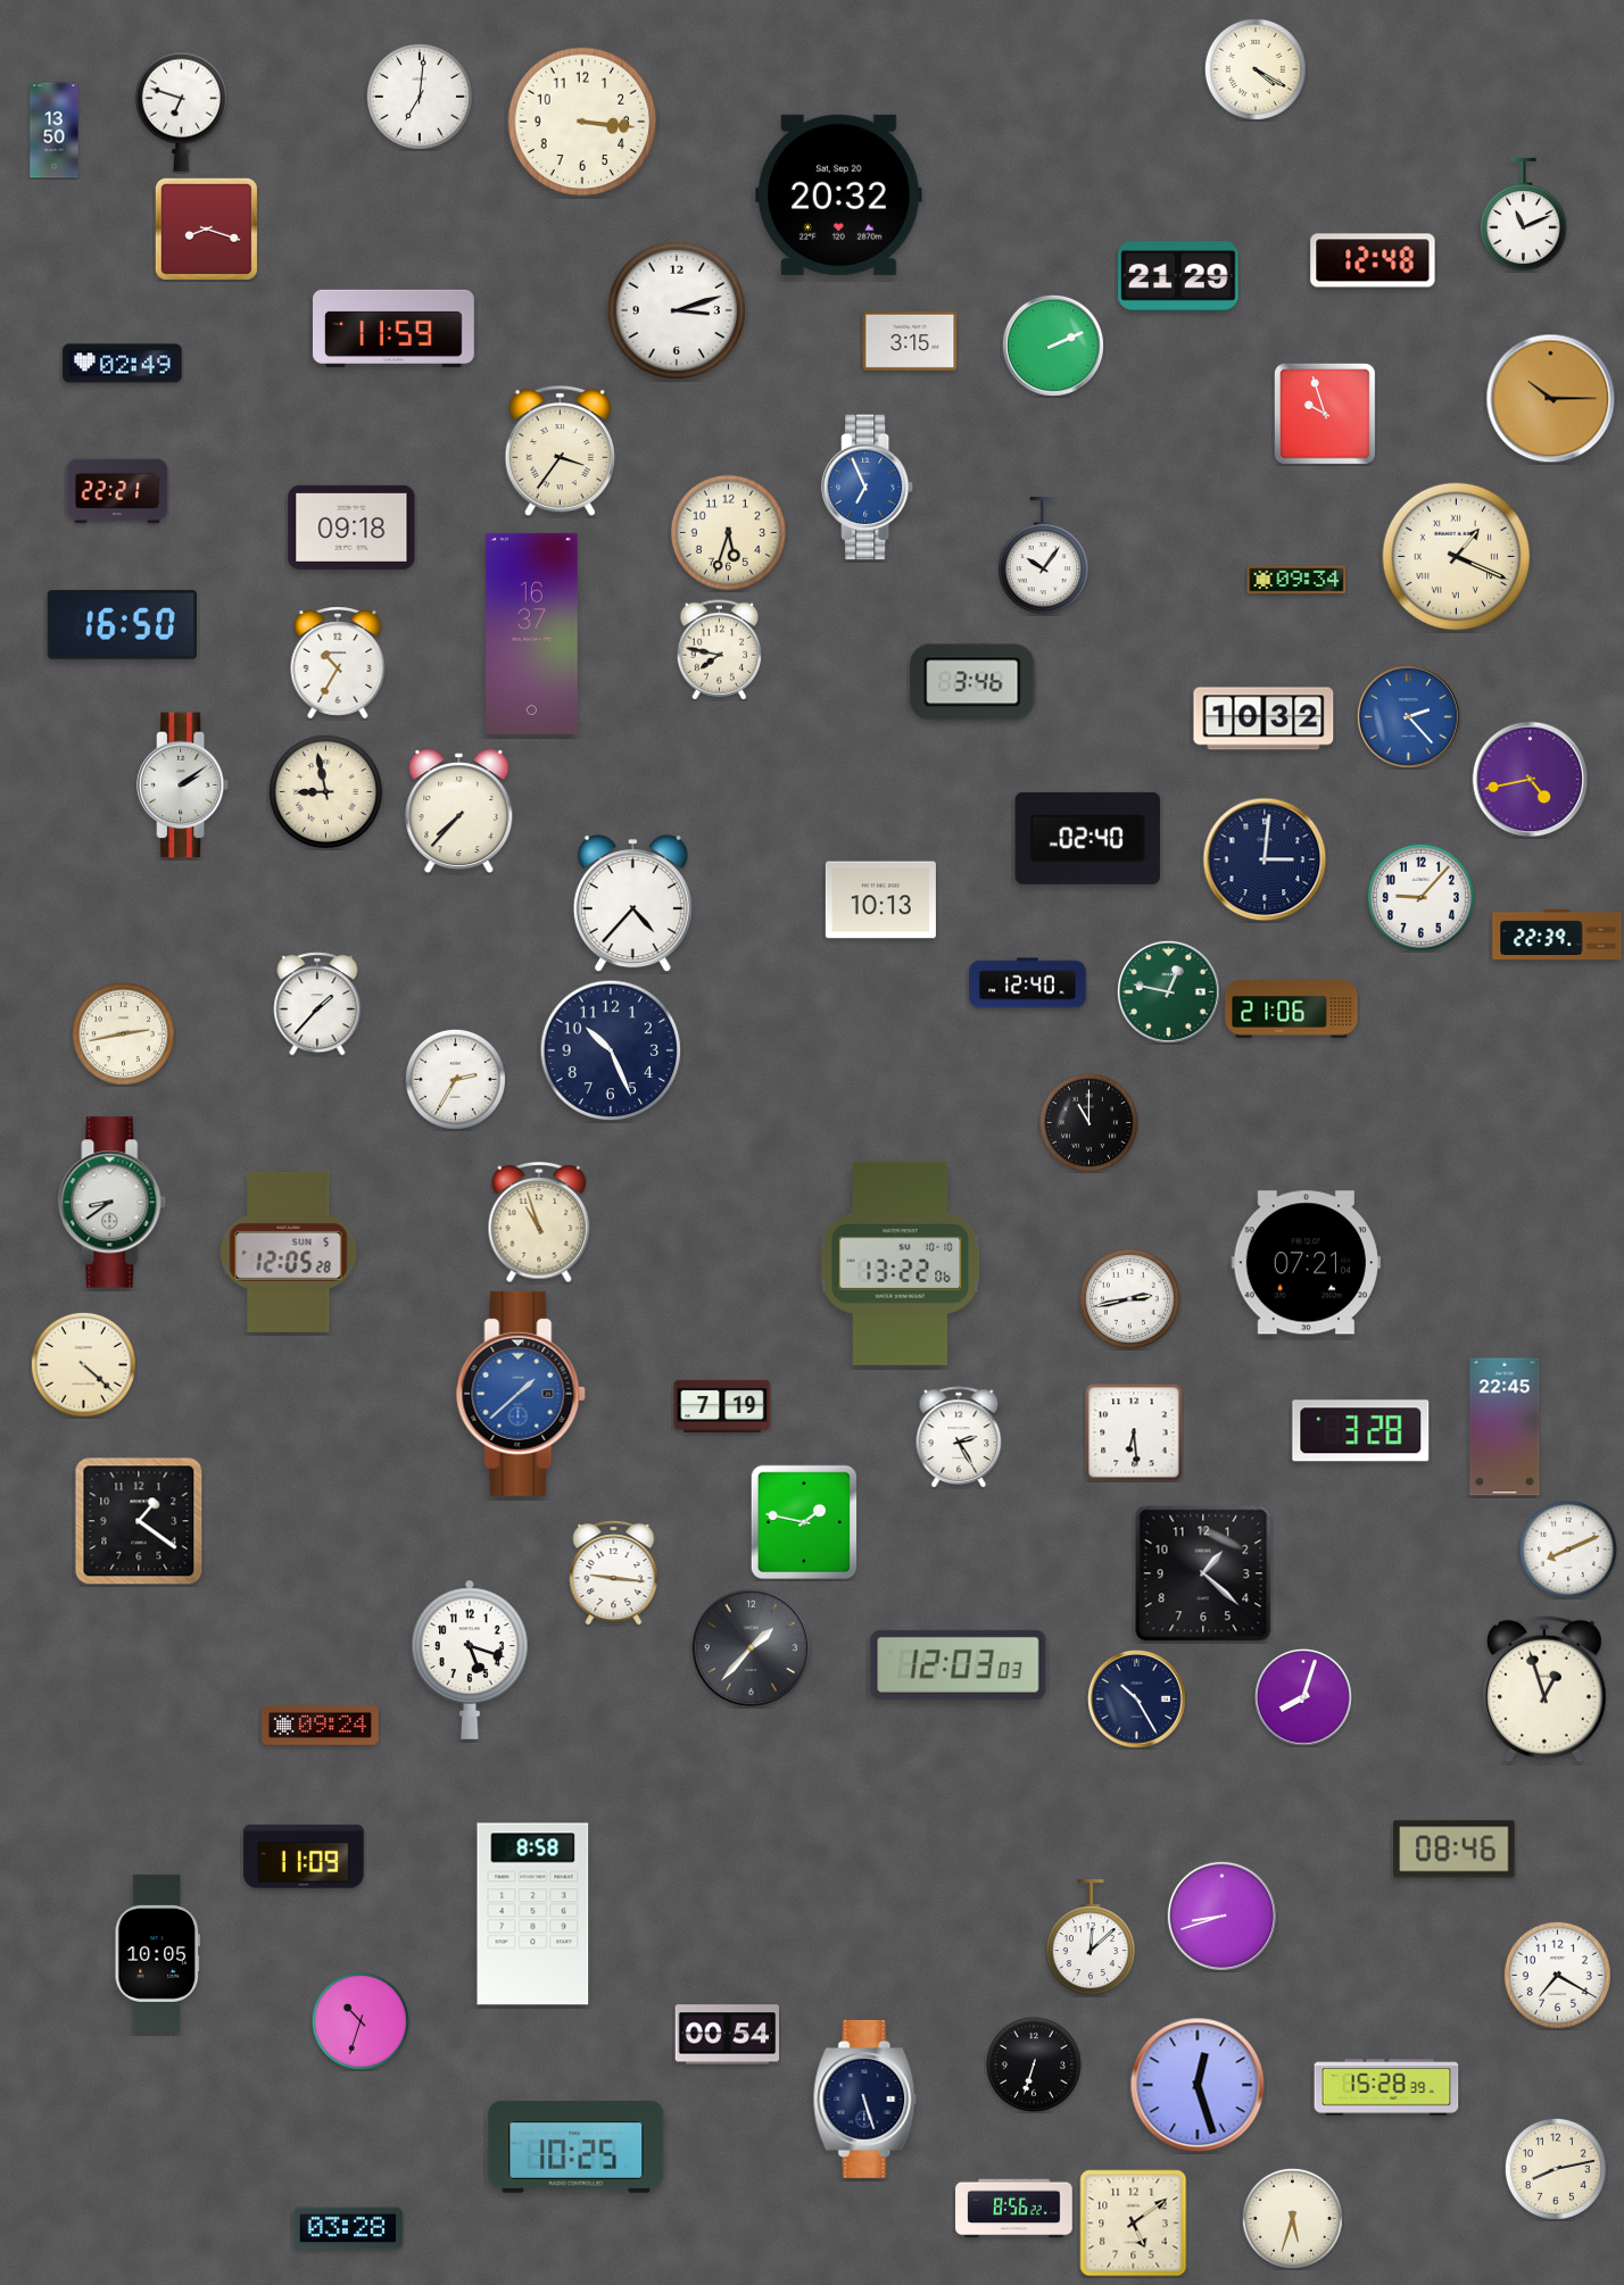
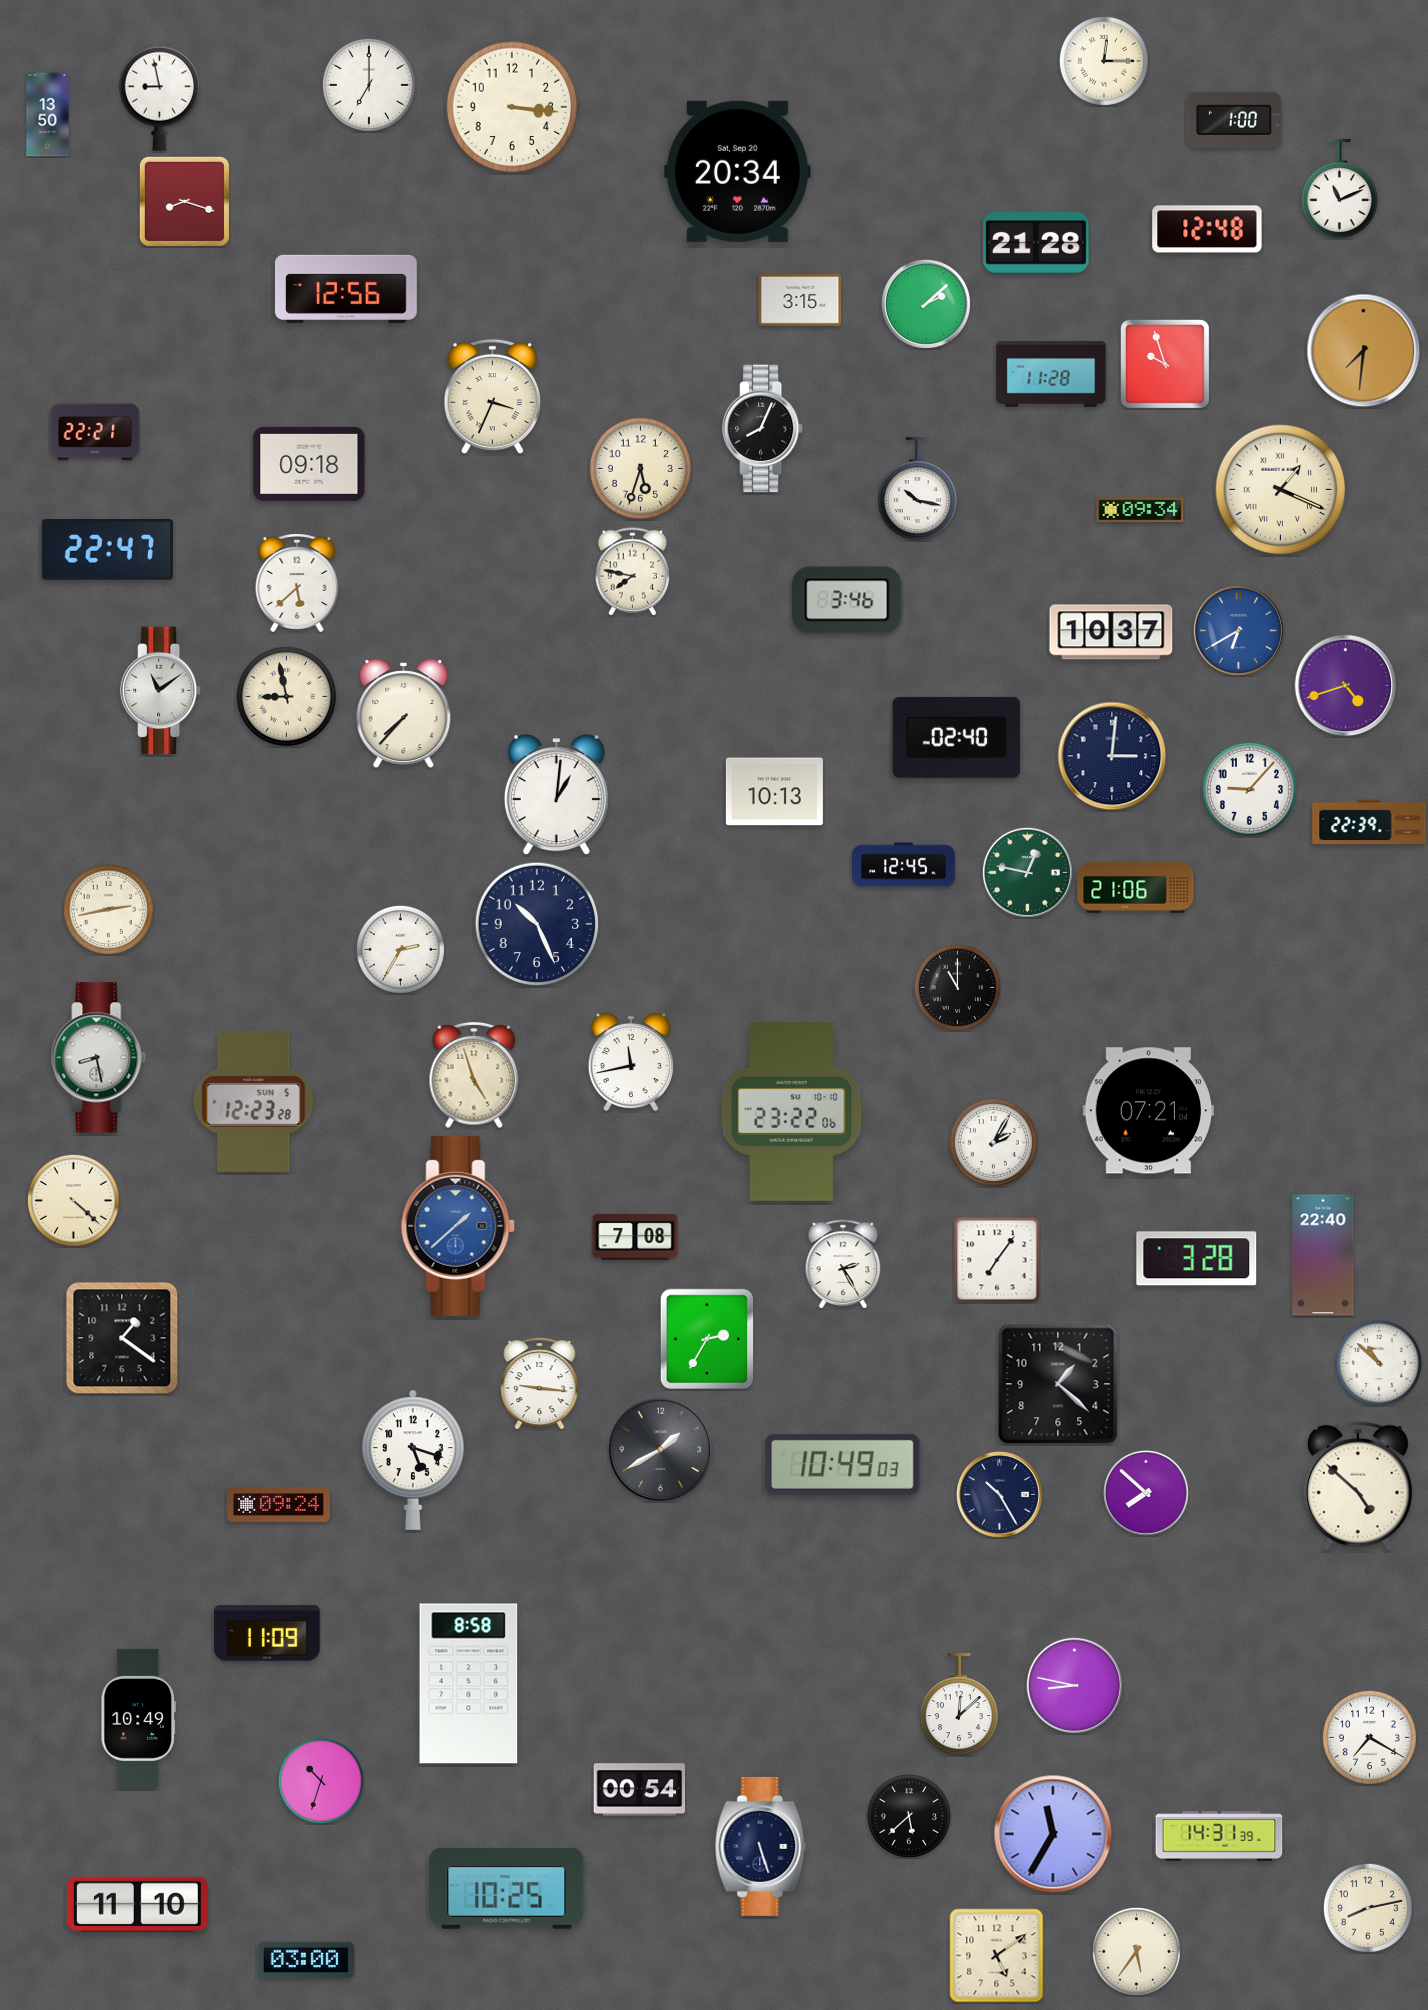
clock at (1256, 69): 4:20 -> 12:15
clock at (420, 97): 7:01 -> 7:00
clock at (181, 111): 6:48 -> 8:58
clock at (1234, 119): none -> 1:00
clock at (839, 194): 20:32 -> 20:34
clock at (206, 228) position: (206, 228) -> (184, 201)
clock at (1178, 277): 21:29 -> 21:28
clock at (677, 310): 3:12 -> none
clock at (395, 329): 11:59 -> 12:56
clock at (1053, 346): 2:11 -> 2:08
clock at (123, 364): 02:49 -> none
clock at (1551, 399): 10:15 -> 7:31
clock at (1051, 375): none -> 11:28
clock at (560, 451): 3:36 -> 3:34
clock at (868, 488): 6:56 -> 8:04
clock at (868, 488) dial: blue -> black
clock at (117, 491) position: (117, 491) -> (95, 432)
clock at (1043, 557): 10:06 -> 10:17
clock at (122, 624): 16:50 -> 22:47
clock at (532, 633): 16:37 -> none
clock at (338, 664): 10:35 -> 5:38
clock at (972, 682) position: (972, 682) -> (847, 600)
clock at (1408, 716): 2:23 -> 6:40
clock at (1263, 718): 10:32 -> 10:37
clock at (1531, 780): 4:43 -> 4:42
clock at (183, 786): 2:09 -> 11:09
clock at (632, 904): 4:37 -> 1:01
clock at (1028, 983): 12:40 -> 12:45
clock at (317, 1004): 1:37 -> none
clock at (113, 1203): 8:39 -> 8:28
clock at (630, 1062): none -> 11:43
clock at (539, 1222): 10:57 -> 4:57
clock at (289, 1252): 12:05 -> 12:23
clock at (901, 1263): 13:22 -> 23:22
clock at (1129, 1298): 2:43 -> 2:05
clock at (722, 1406): 7:19 -> 7:08
clock at (1505, 1427): 22:45 -> 22:40
clock at (1134, 1432): 6:29 -> 7:06
clock at (804, 1522): 1:47 -> 2:35
clock at (1568, 1549): 8:11 -> 10:52
clock at (752, 1648): 1:37 -> 1:40
clock at (959, 1664): 12:03 -> 10:49
clock at (1544, 1689): 12:57 -> 4:52
clock at (1303, 1697): 8:03 -> 7:52
clock at (321, 1725) position: (321, 1725) -> (279, 1504)
clock at (1455, 1850): 08:46 -> none
clock at (1221, 1916): 8:42 -> 8:47
clock at (157, 1953): 10:05 -> 10:49
clock at (361, 2021) position: (361, 2021) -> (321, 1781)
clock at (1034, 2064): 6:33 -> 5:38
clock at (1198, 2085): 12:27 -> 11:35
clock at (1386, 2087): 15:28 -> 14:31
clock at (137, 1904): none -> 11:10
clock at (1014, 2209): 8:56 -> none
clock at (1292, 2218): 5:33 -> 5:36
clock at (348, 2228): 03:28 -> 03:00
